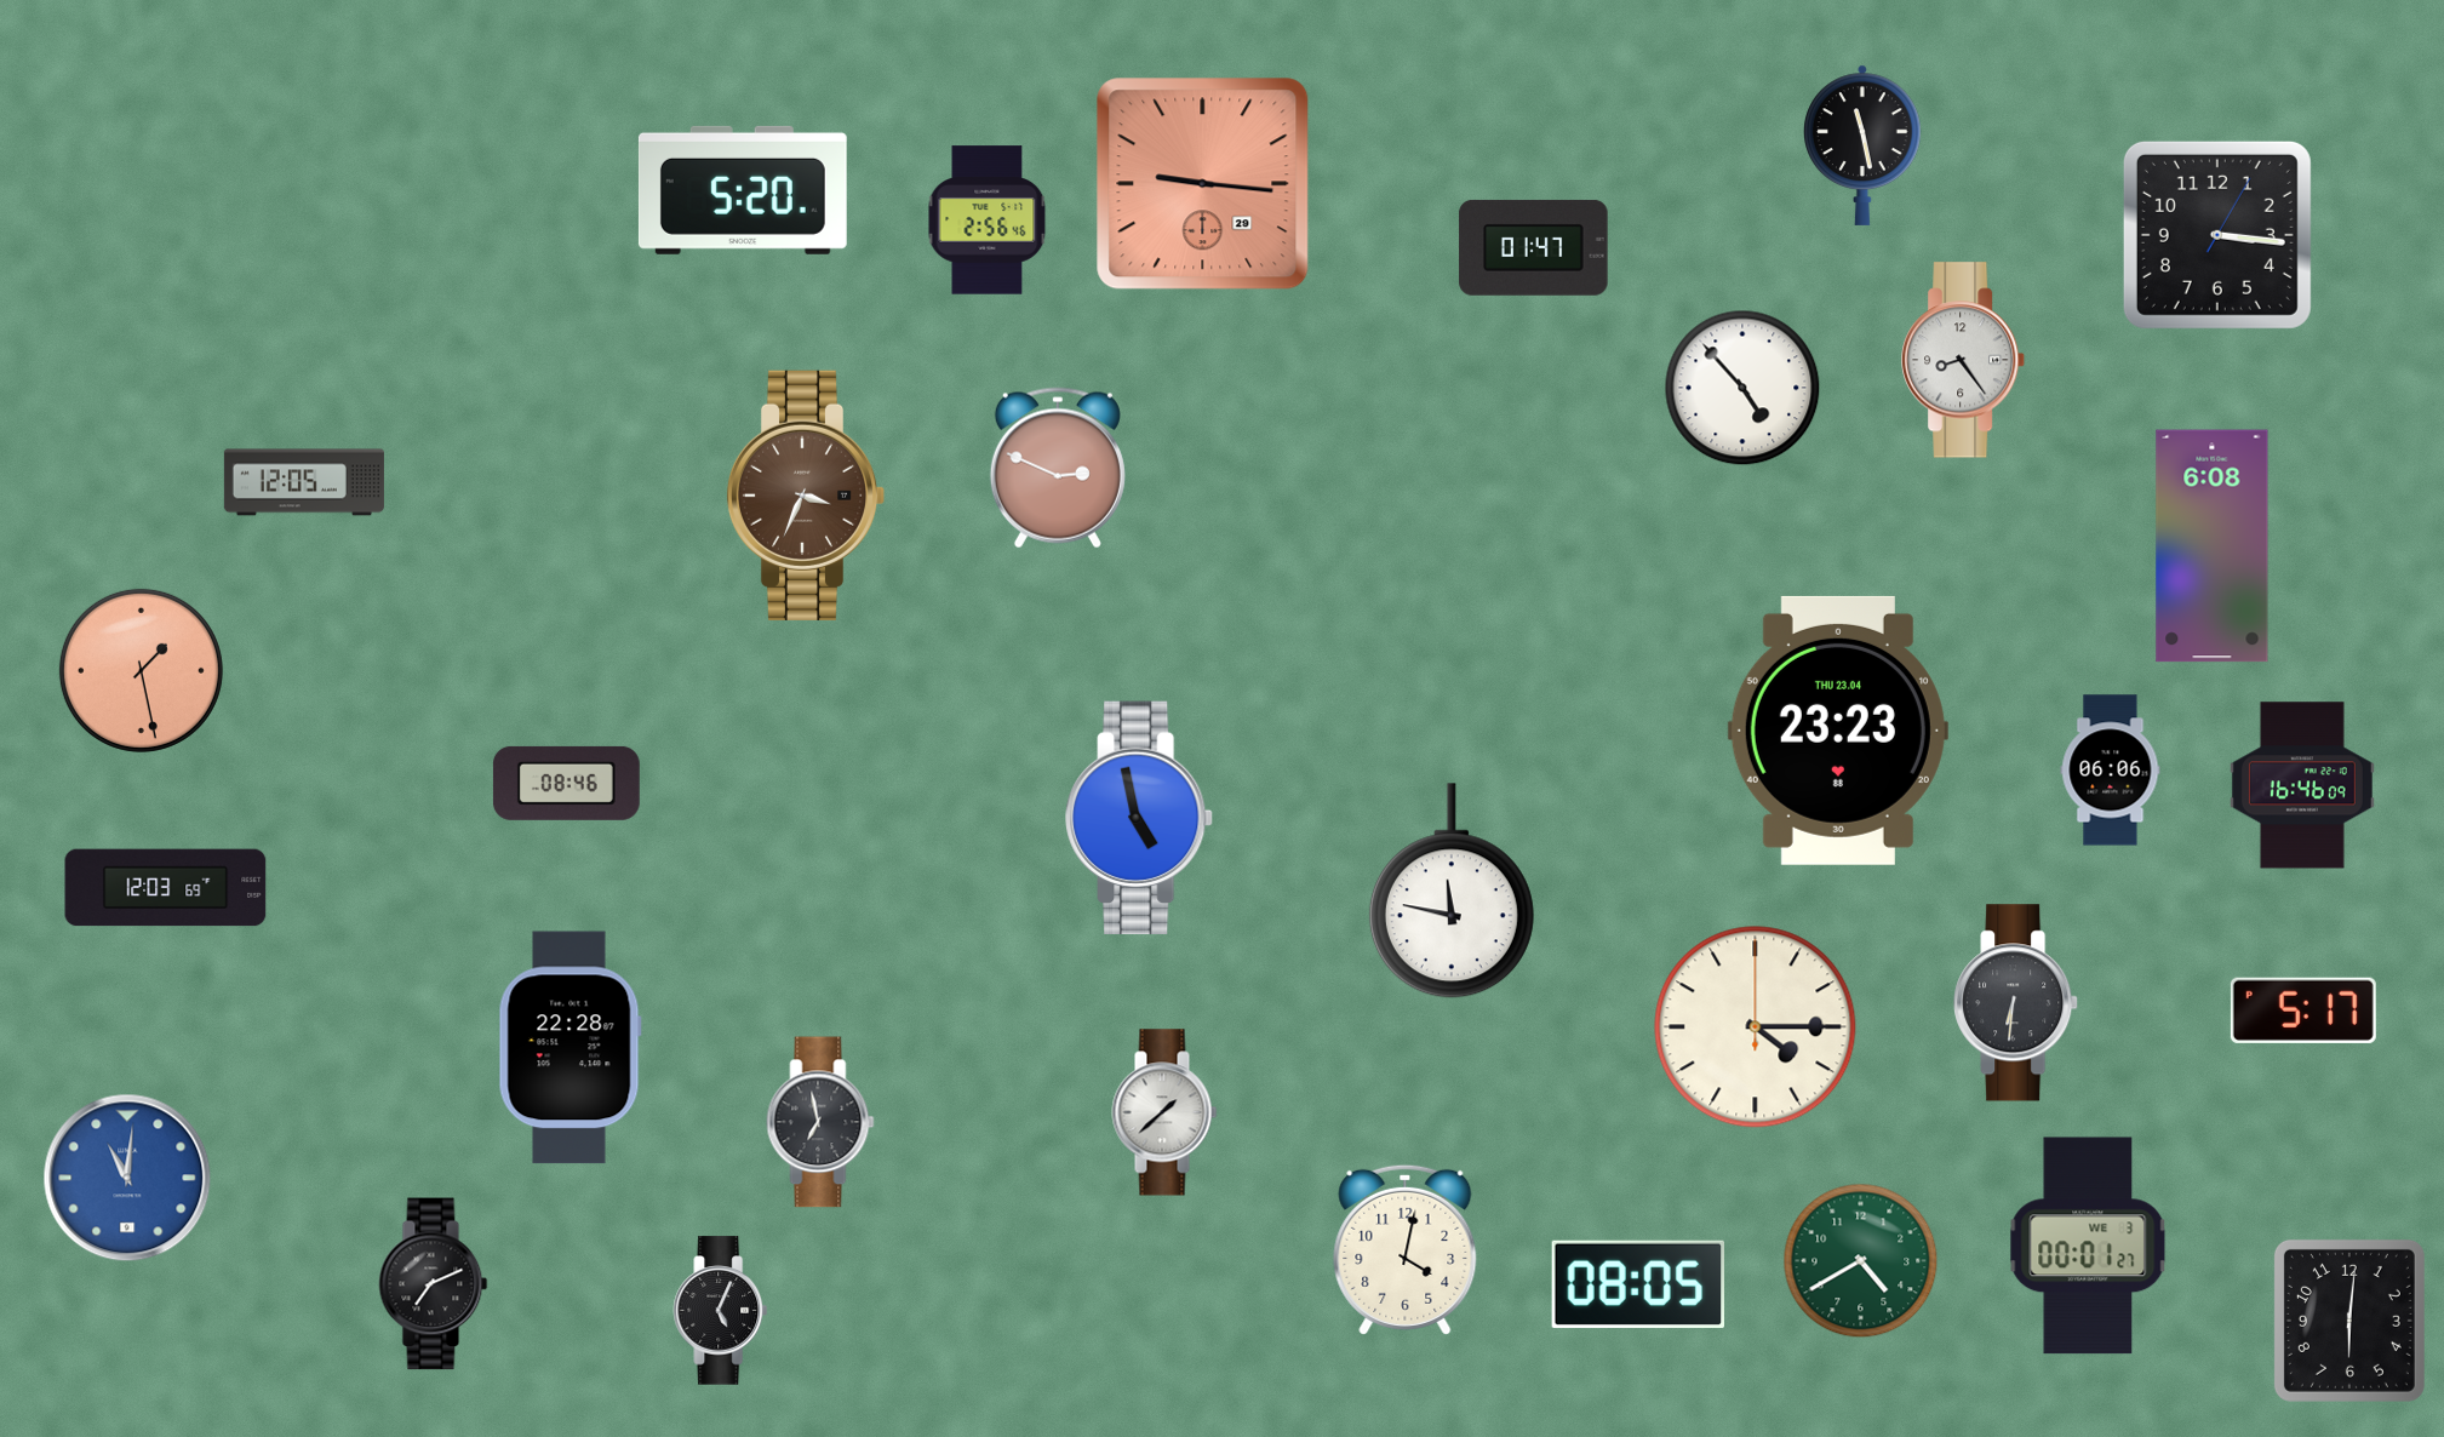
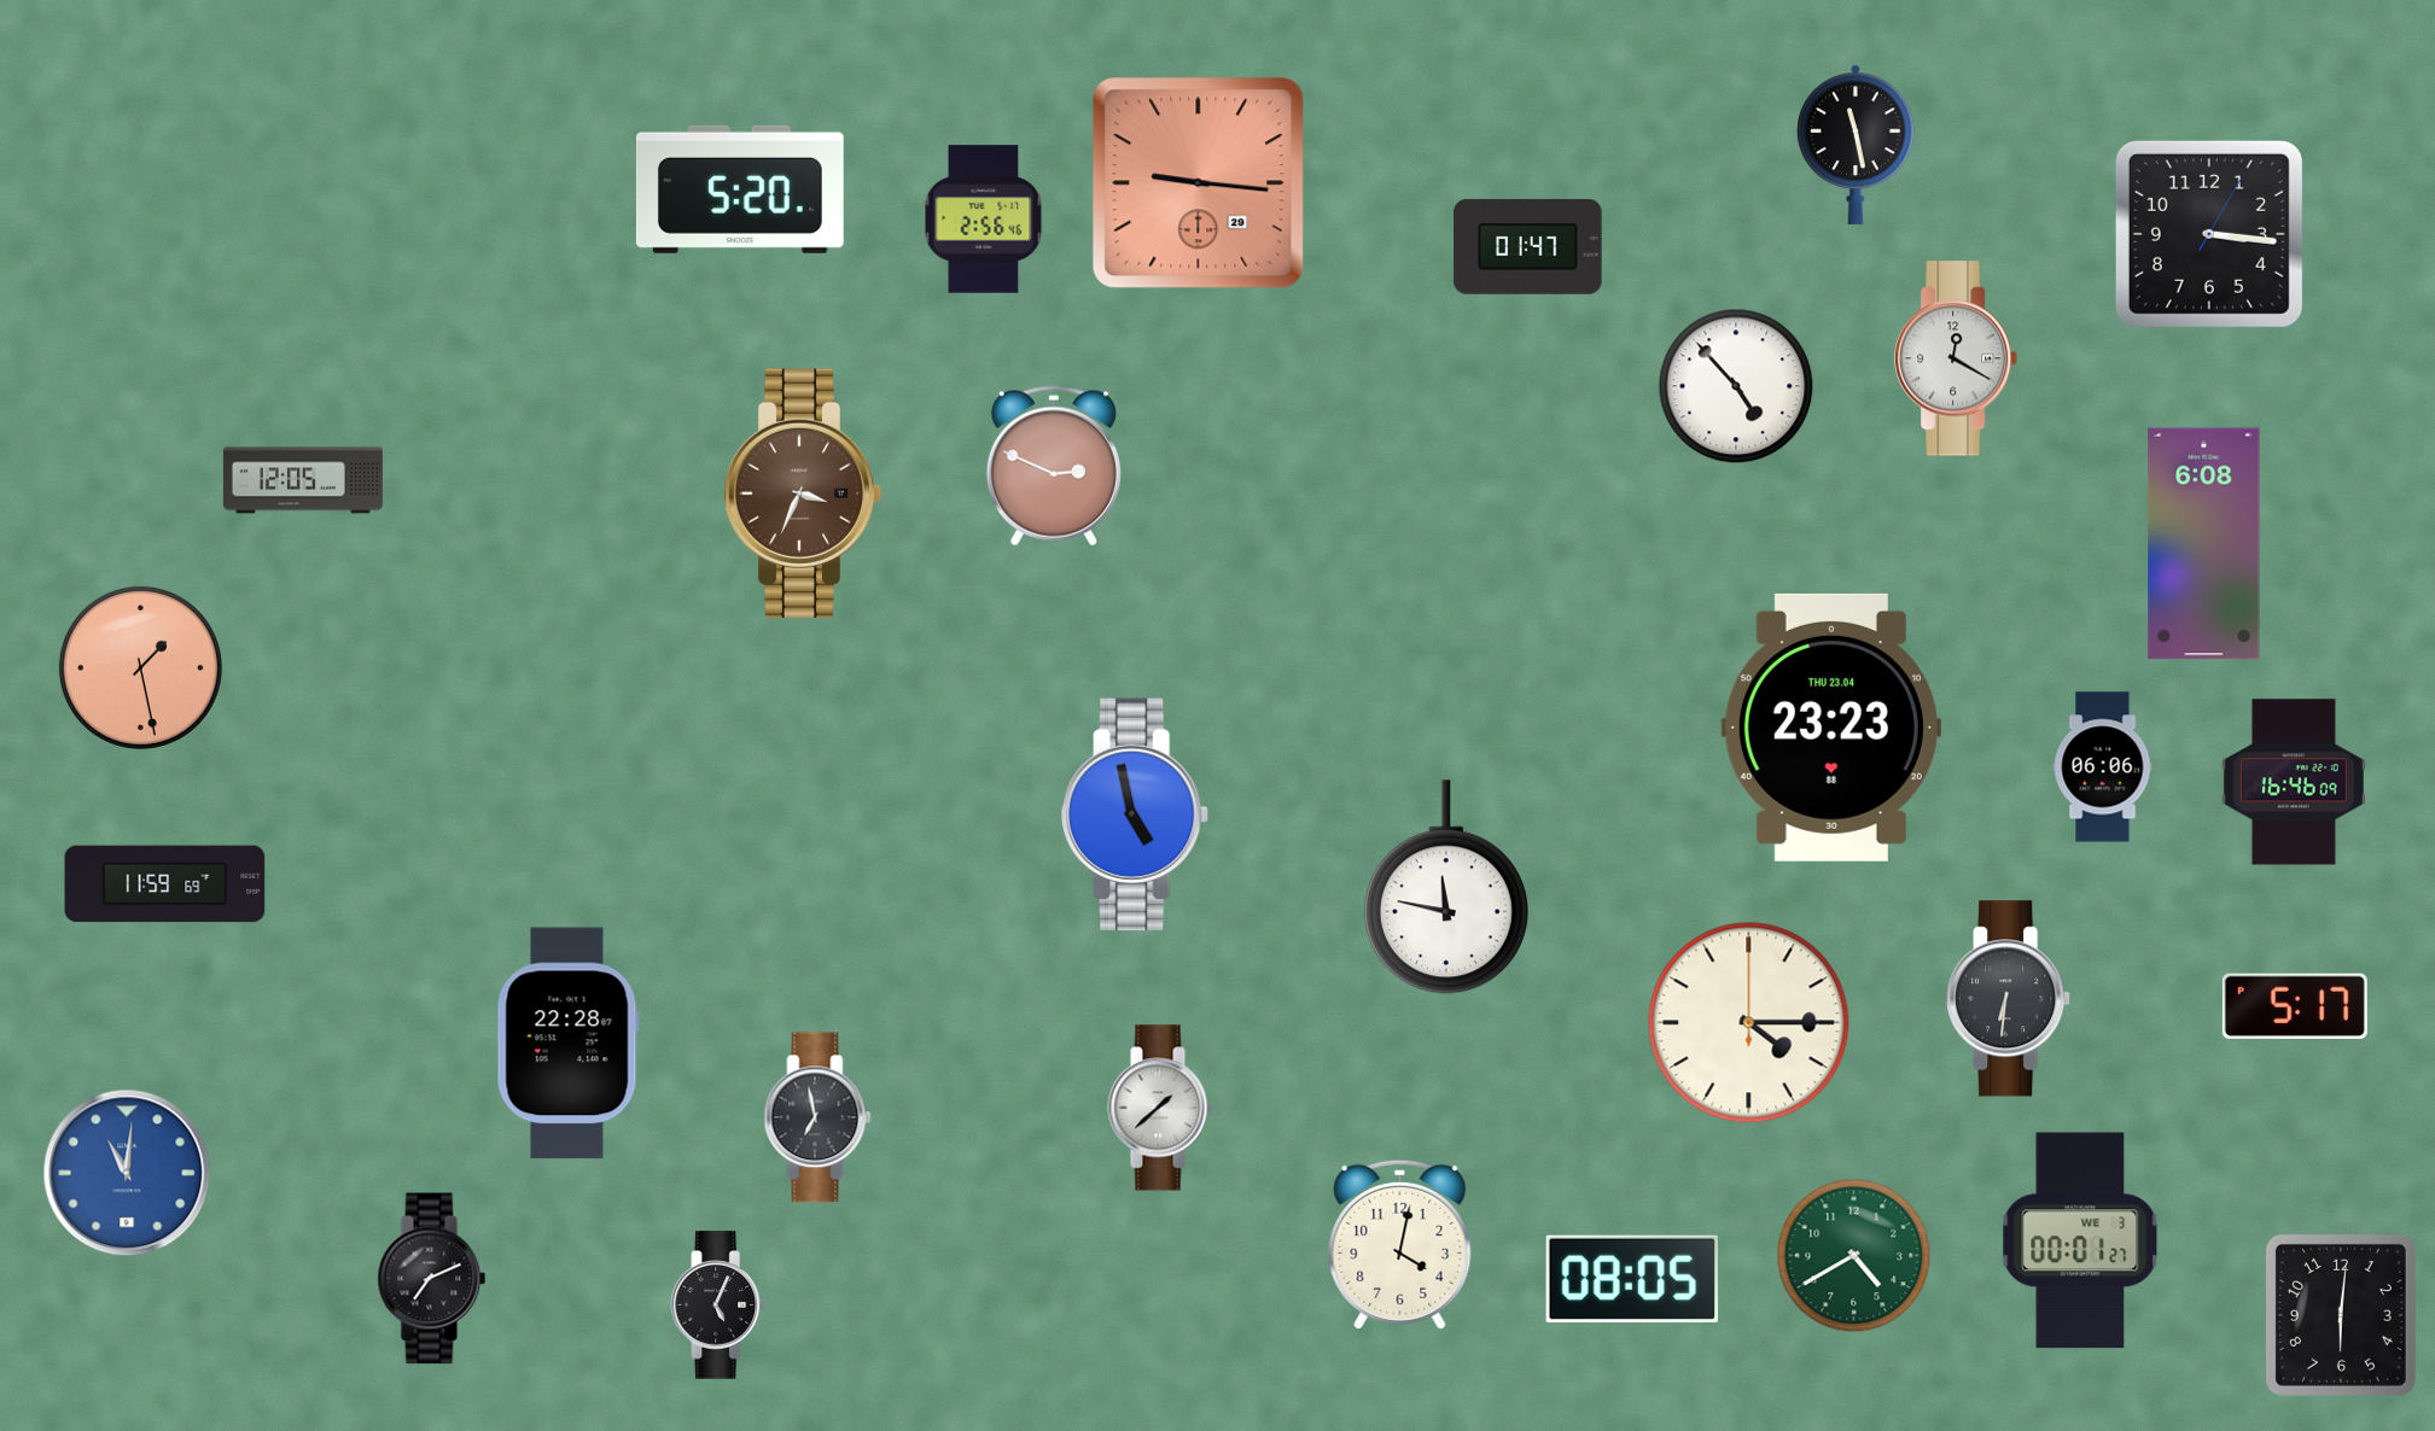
clock at (1964, 360): 8:24 -> 12:20
clock at (566, 783): 08:46 -> none
clock at (166, 888): 12:03 -> 11:59
